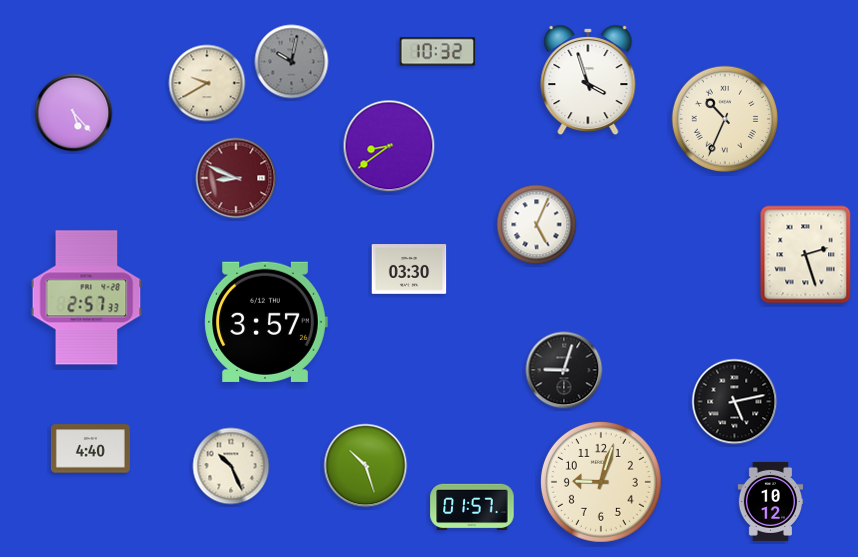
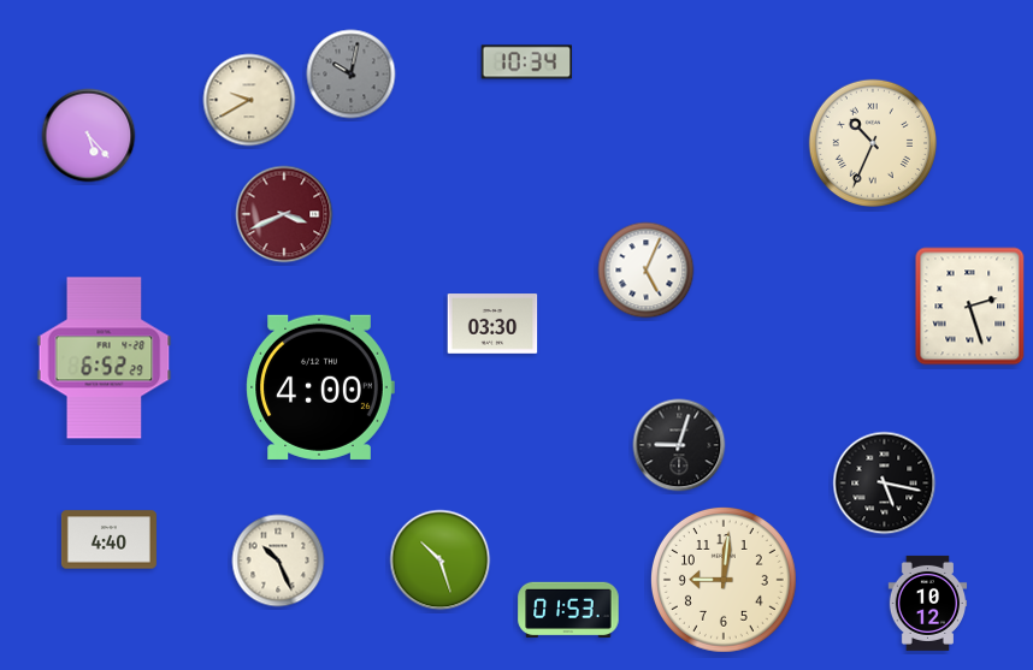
clock at (438, 52): 10:32 -> 10:34
clock at (588, 80): 3:57 -> none
clock at (389, 146): 8:39 -> none
clock at (236, 178): 8:49 -> 3:41
clock at (87, 298): 2:57 -> 6:52
clock at (266, 322): 3:57 -> 4:00
clock at (735, 402): 5:13 -> 5:17
clock at (601, 482): 9:03 -> 9:01
clock at (472, 507): 01:57 -> 01:53
